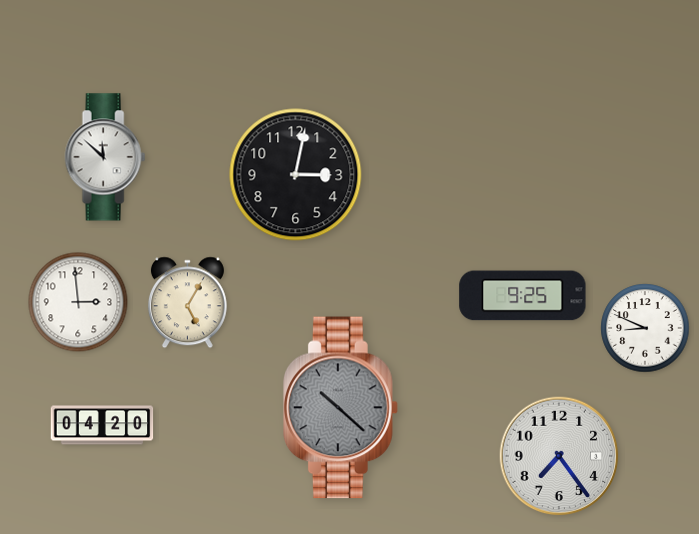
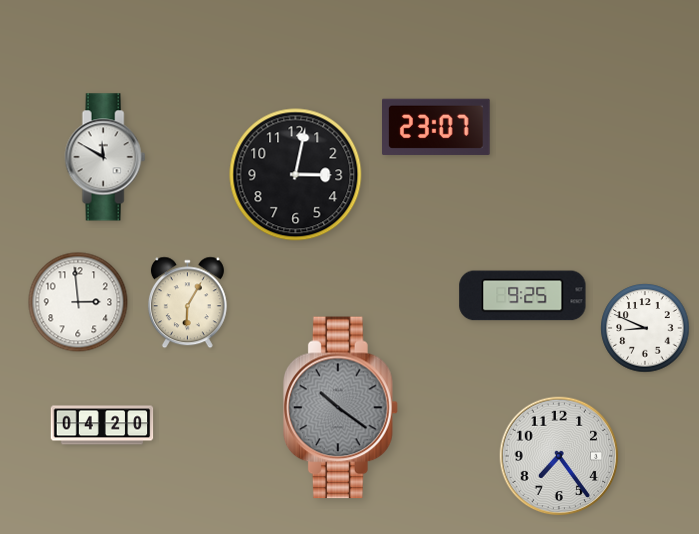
clock at (437, 127): none -> 23:07
clock at (105, 157): 11:52 -> 11:50
clock at (187, 303): 5:05 -> 6:05
clock at (340, 408): 10:22 -> 10:21
